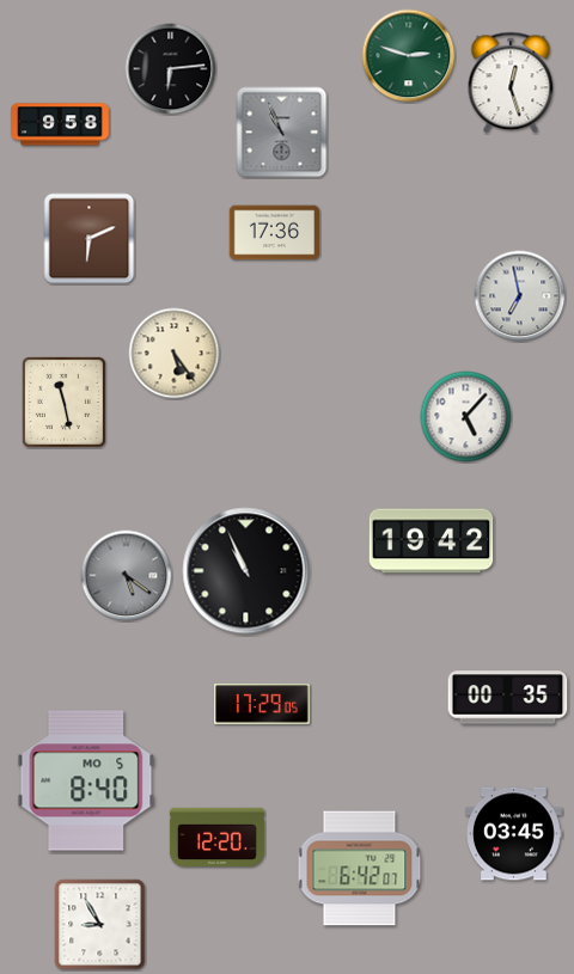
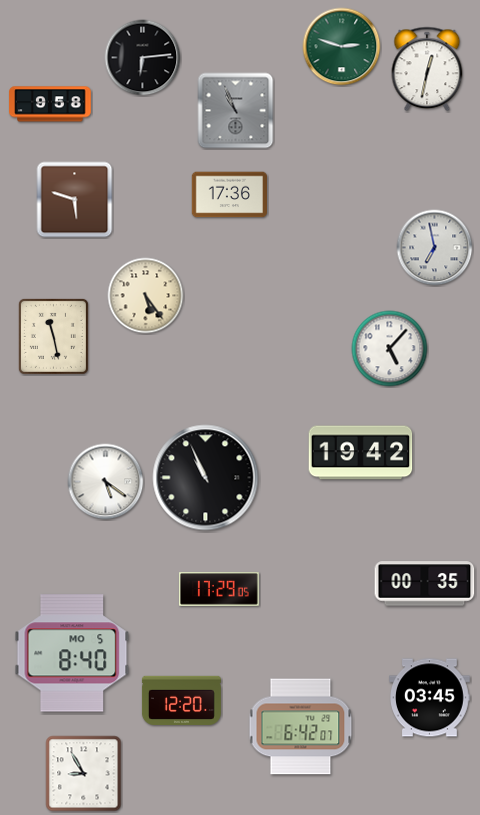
clock at (511, 82): 12:27 -> 12:32
clock at (90, 239): 6:11 -> 5:48
clock at (127, 576) dial: grey -> white
